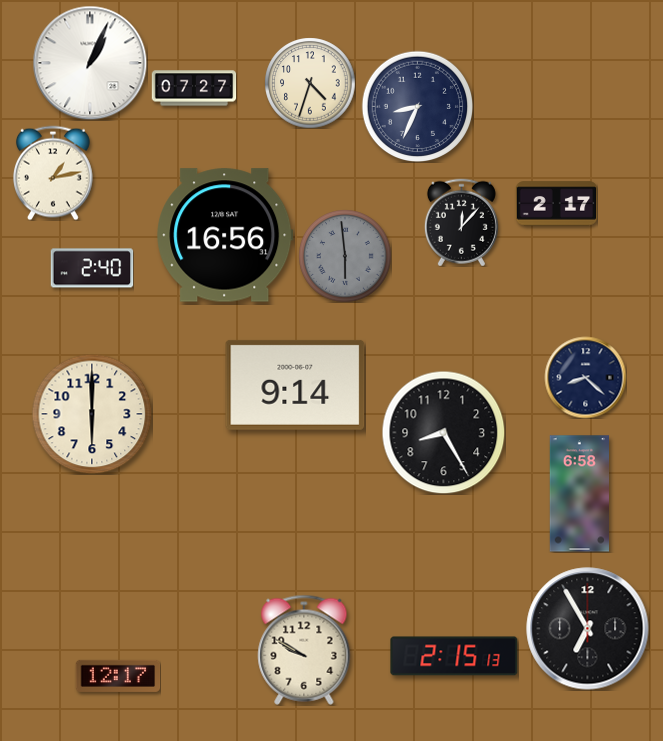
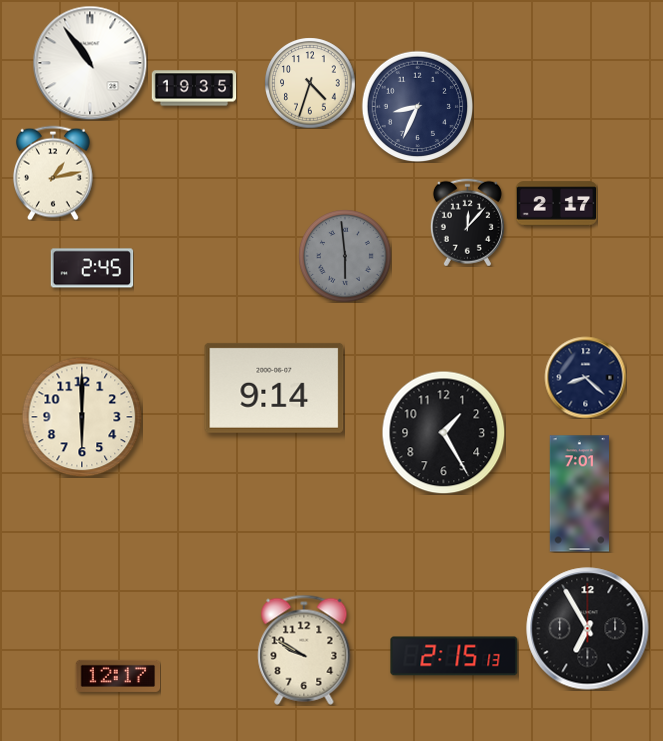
clock at (90, 63): 1:04 -> 10:54
clock at (194, 88): 07:27 -> 19:35
clock at (461, 222) position: (461, 222) -> (467, 222)
clock at (225, 235): 16:56 -> none
clock at (92, 268): 2:40 -> 2:45
clock at (295, 385) position: (295, 385) -> (274, 388)
clock at (92, 414) position: (92, 414) -> (82, 417)
clock at (443, 432): 8:25 -> 1:25
clock at (579, 494): 6:58 -> 7:01
